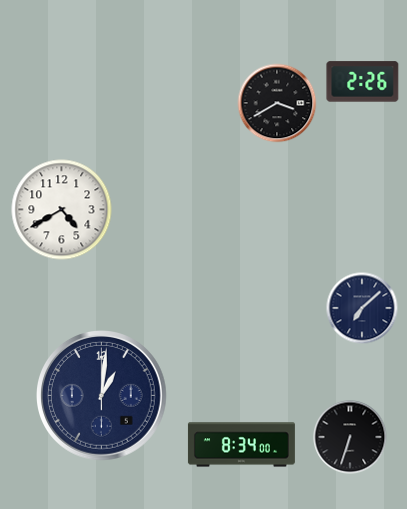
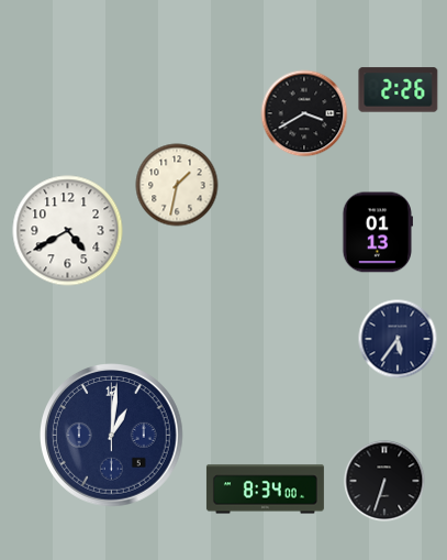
clock at (177, 185): none -> 1:32
clock at (378, 232): none -> 01:13
clock at (362, 308): 7:08 -> 5:36
